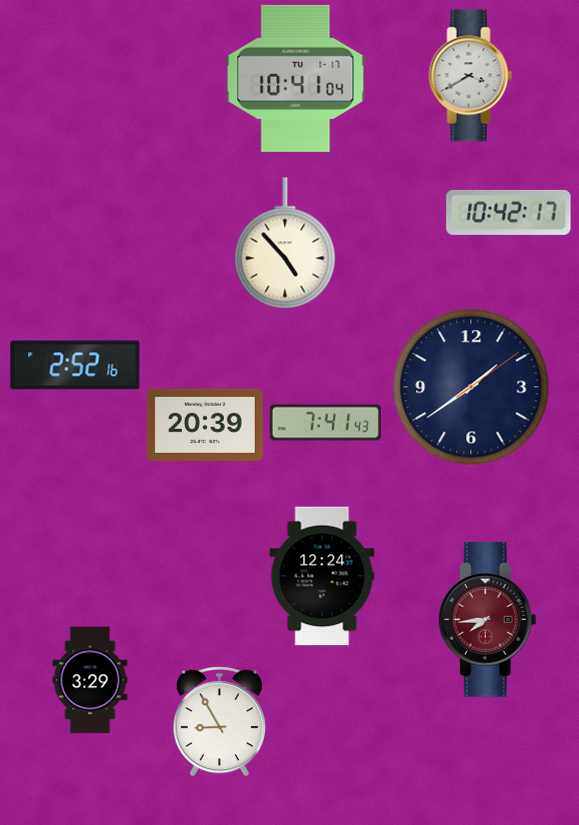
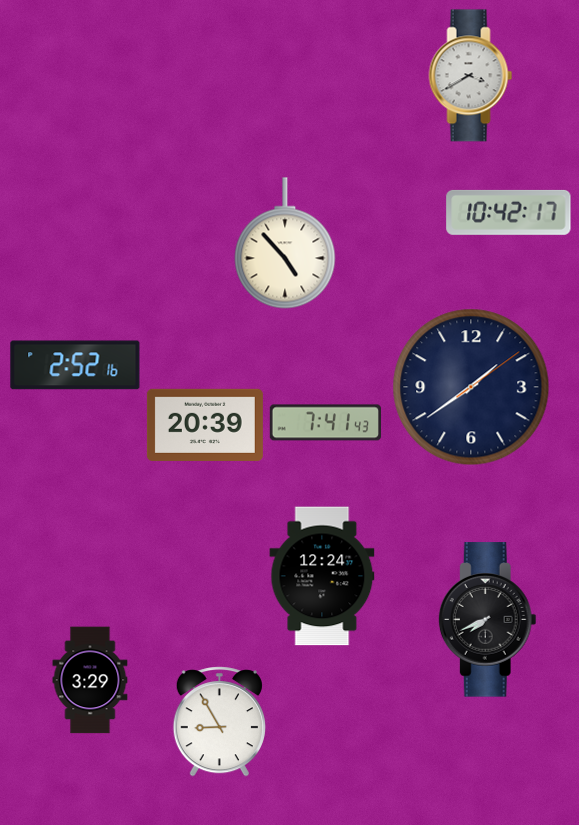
clock at (296, 78): 10:41 -> none
clock at (487, 620): 7:44 -> 7:41
clock at (487, 620) dial: burgundy -> black
